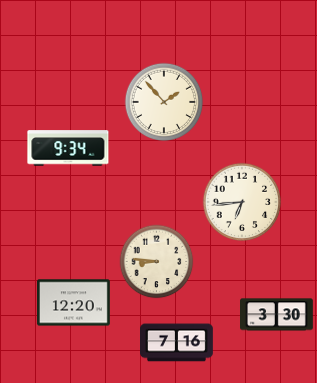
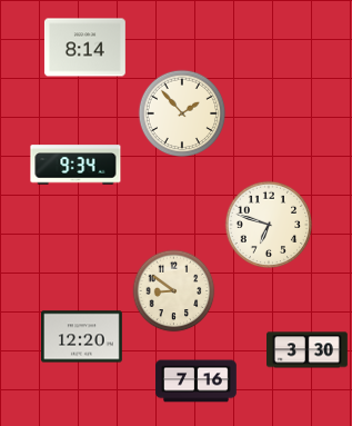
clock at (84, 48): none -> 8:14
clock at (242, 202): 6:44 -> 6:48
clock at (157, 262): 8:46 -> 8:51
